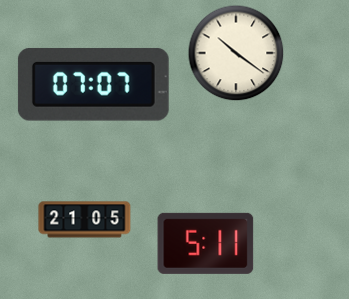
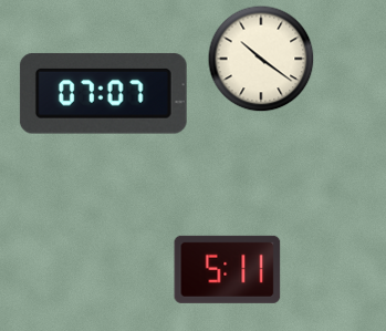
clock at (85, 220): 21:05 -> none
